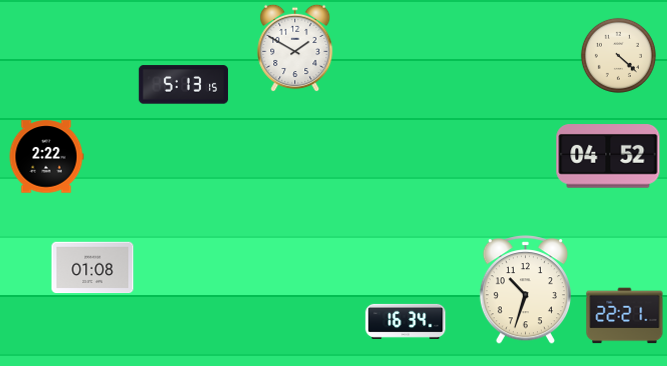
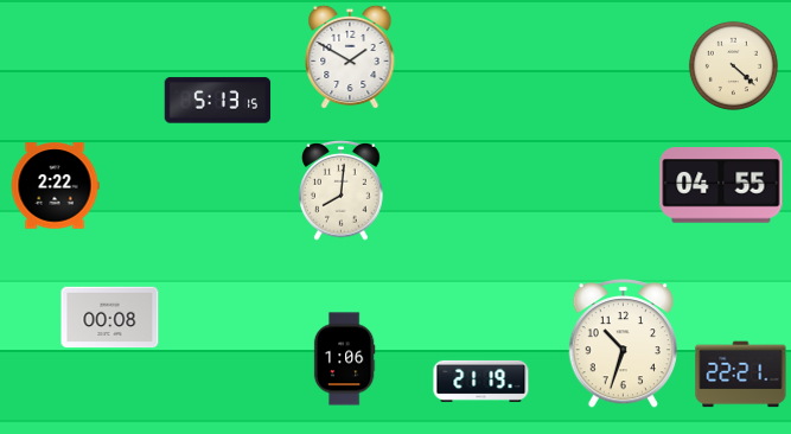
clock at (608, 156): 04:52 -> 04:55
clock at (342, 190): none -> 8:01
clock at (93, 268): 01:08 -> 00:08
clock at (344, 359): none -> 1:06
clock at (406, 321): 16:34 -> 21:19
